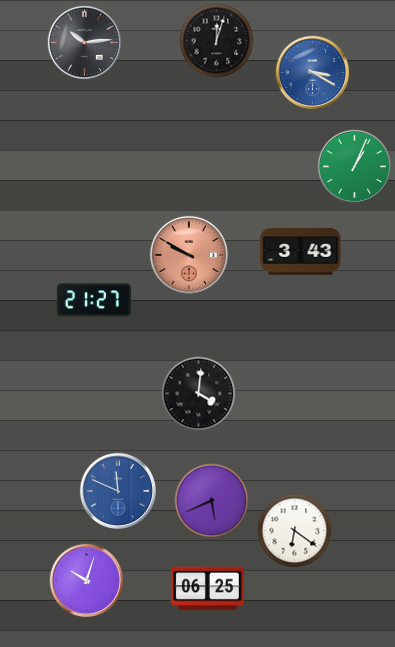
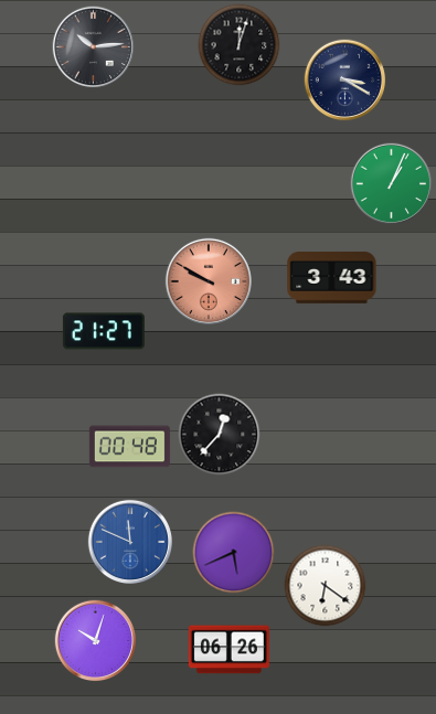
clock at (313, 73) dial: blue -> navy
clock at (199, 394): 4:01 -> 12:37
clock at (129, 447): none -> 00:48
clock at (207, 589): 06:25 -> 06:26
